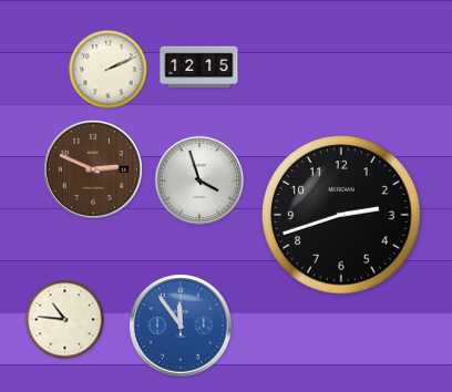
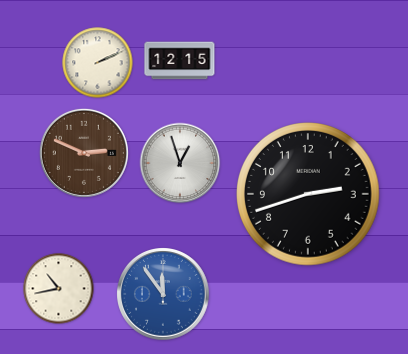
clock at (199, 180): 3:57 -> 12:57
clock at (65, 320): 10:46 -> 10:43
